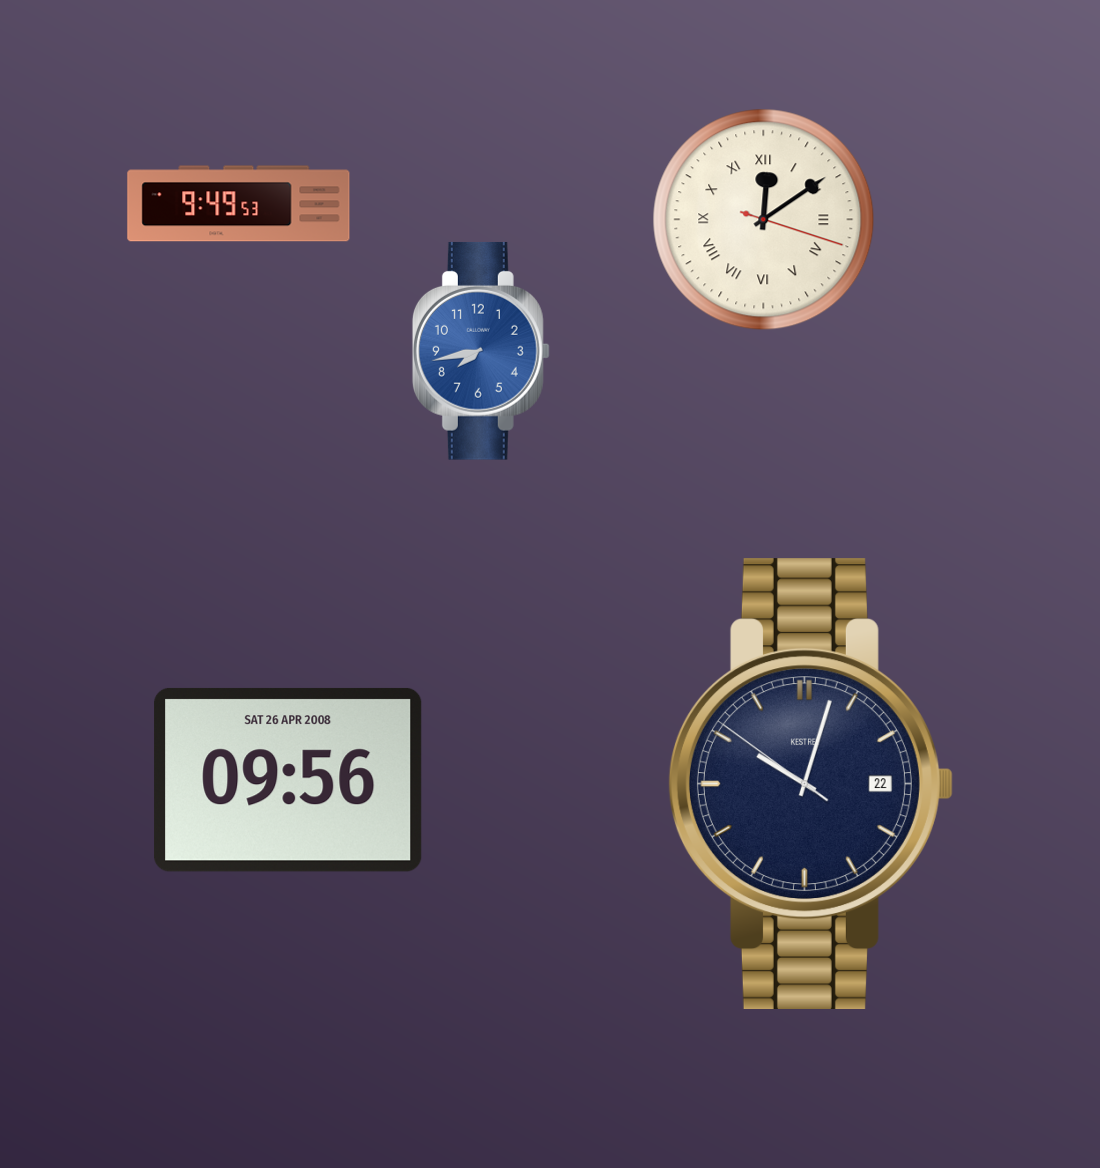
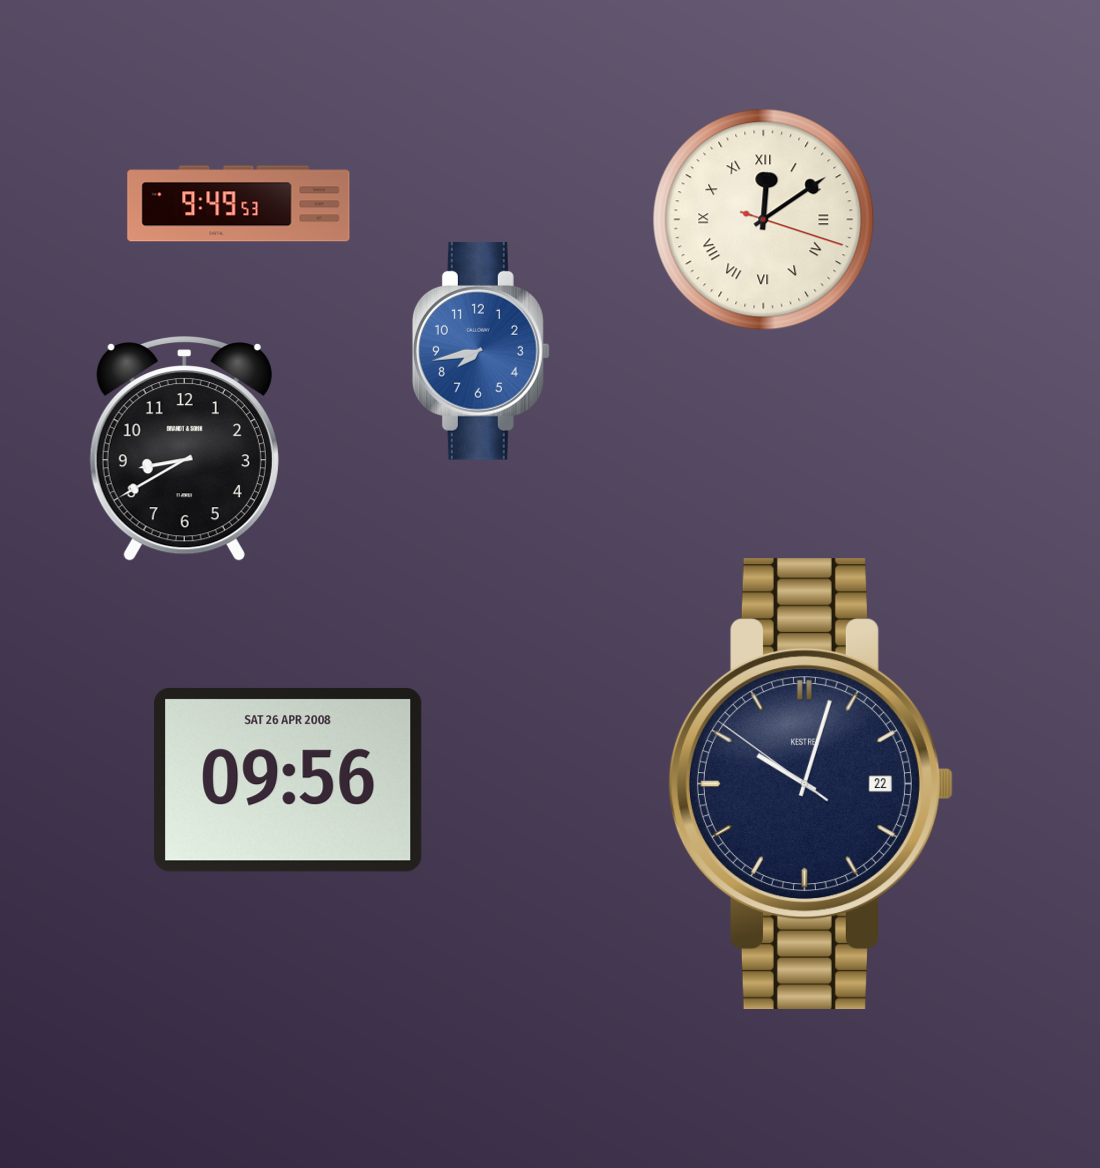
clock at (184, 449): none -> 8:40
